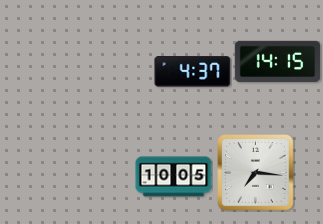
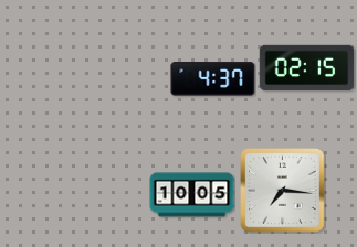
clock at (278, 62): 14:15 -> 02:15
